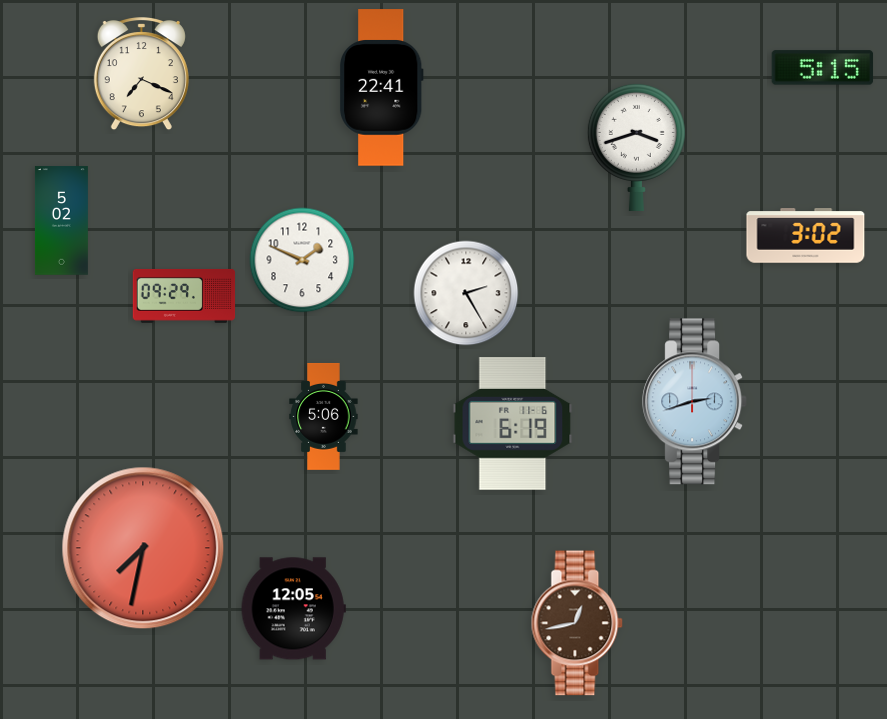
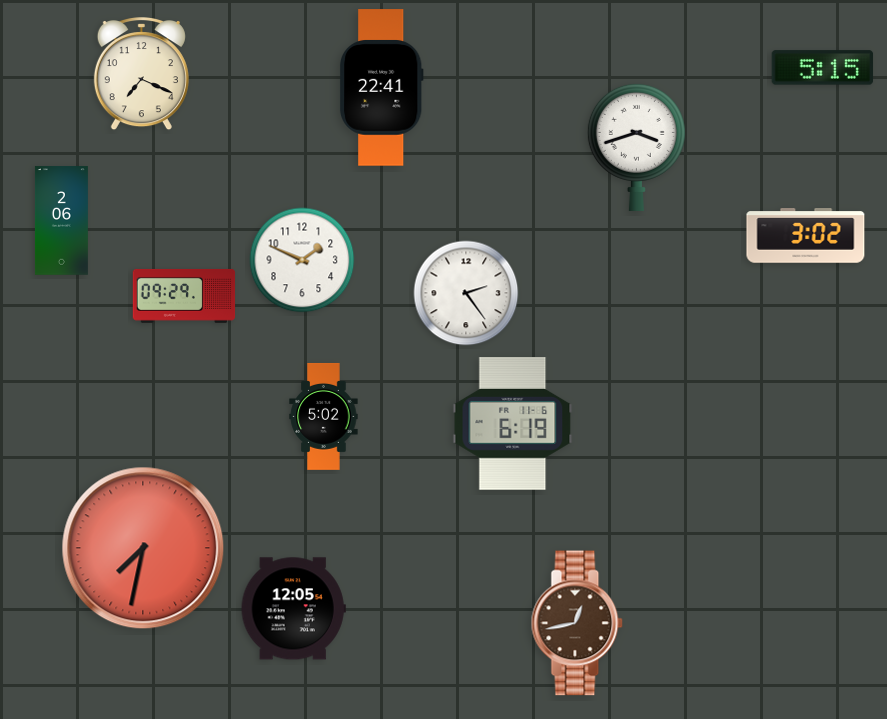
clock at (61, 221): 5:02 -> 2:06
clock at (466, 293): 2:25 -> 2:24
clock at (694, 402): 2:42 -> none
clock at (324, 416): 5:06 -> 5:02
